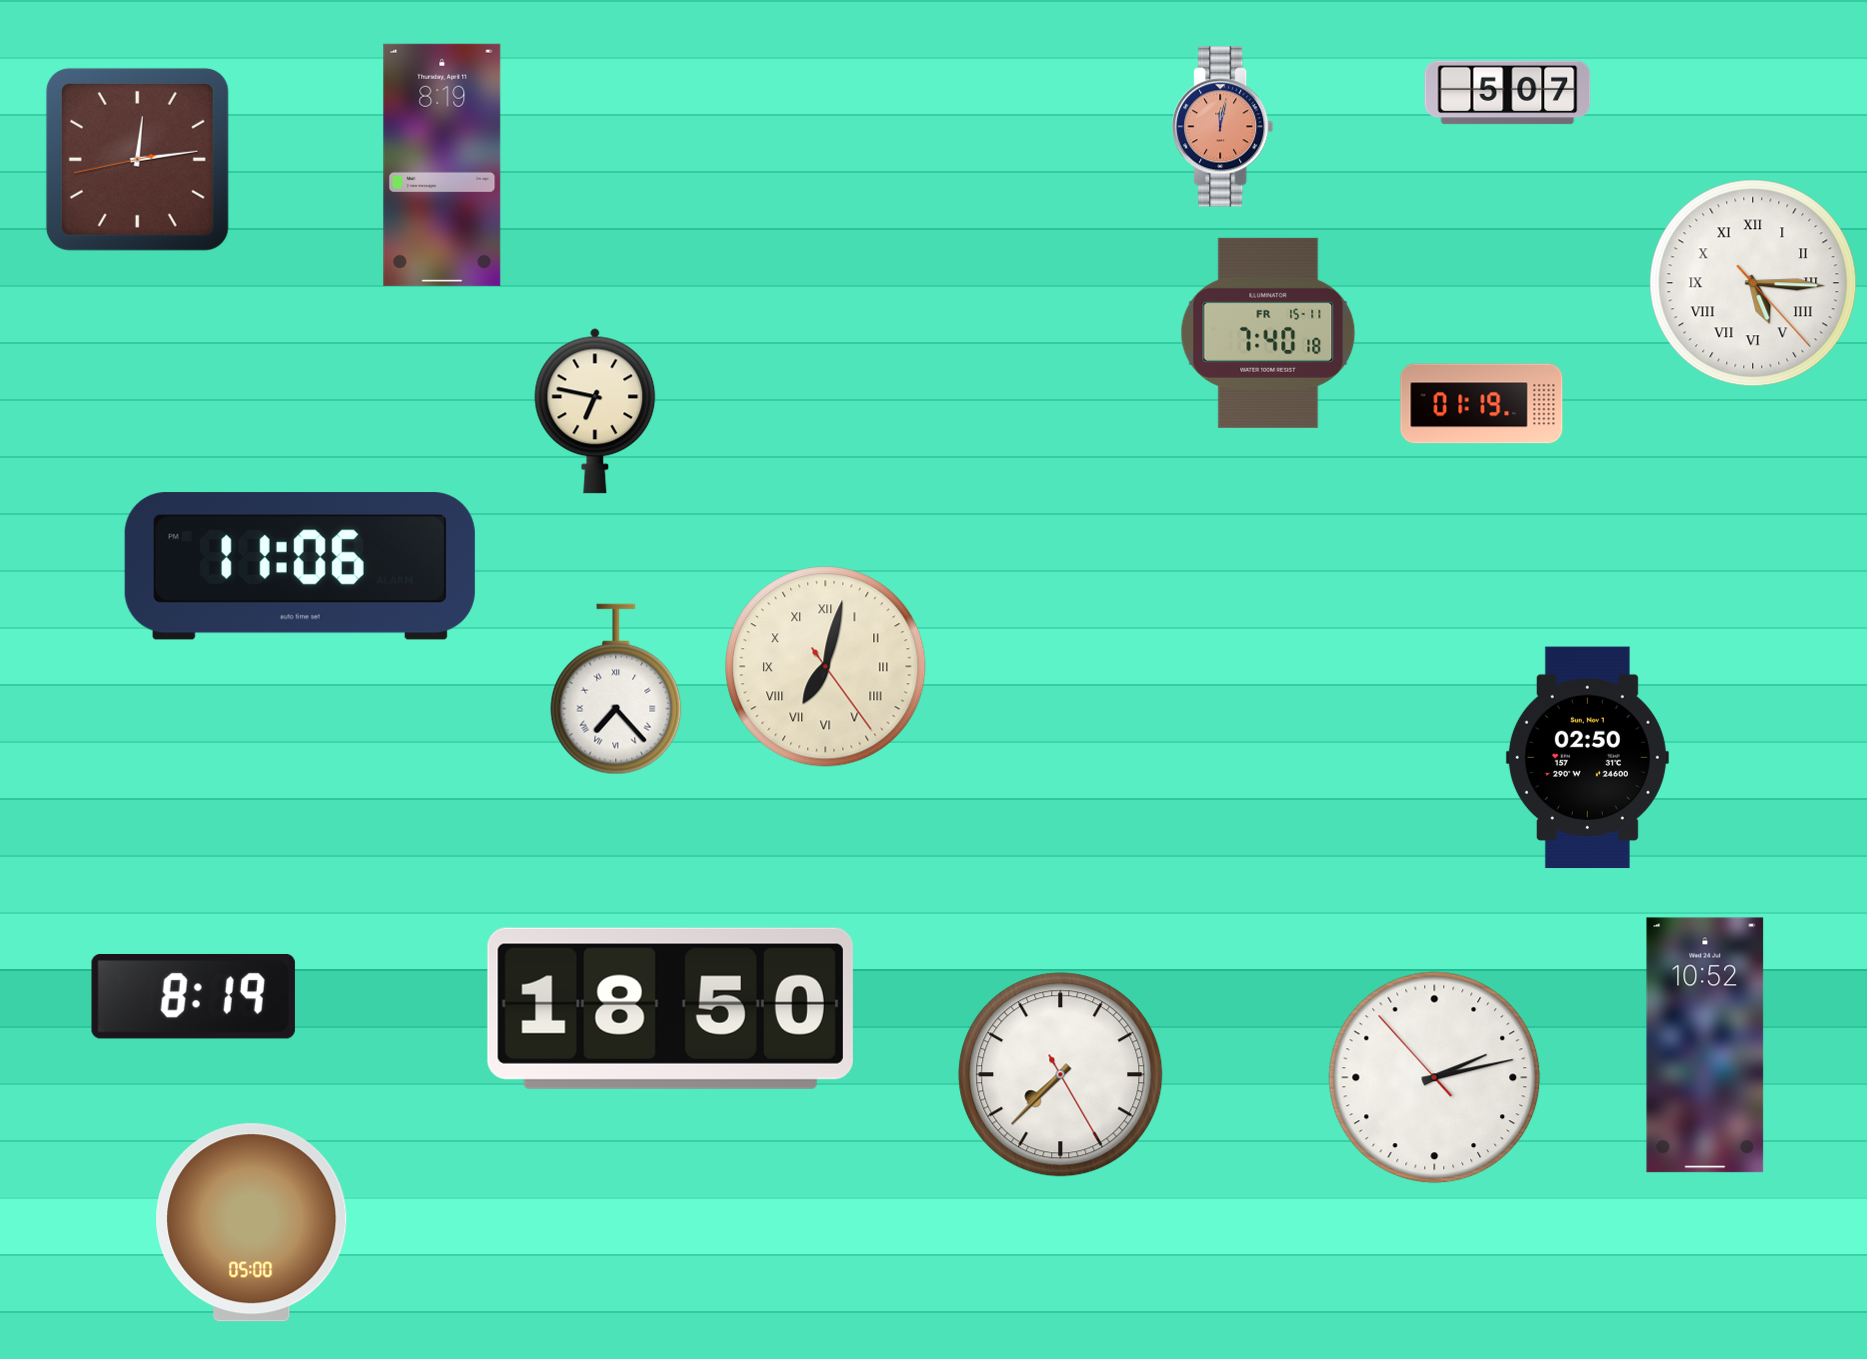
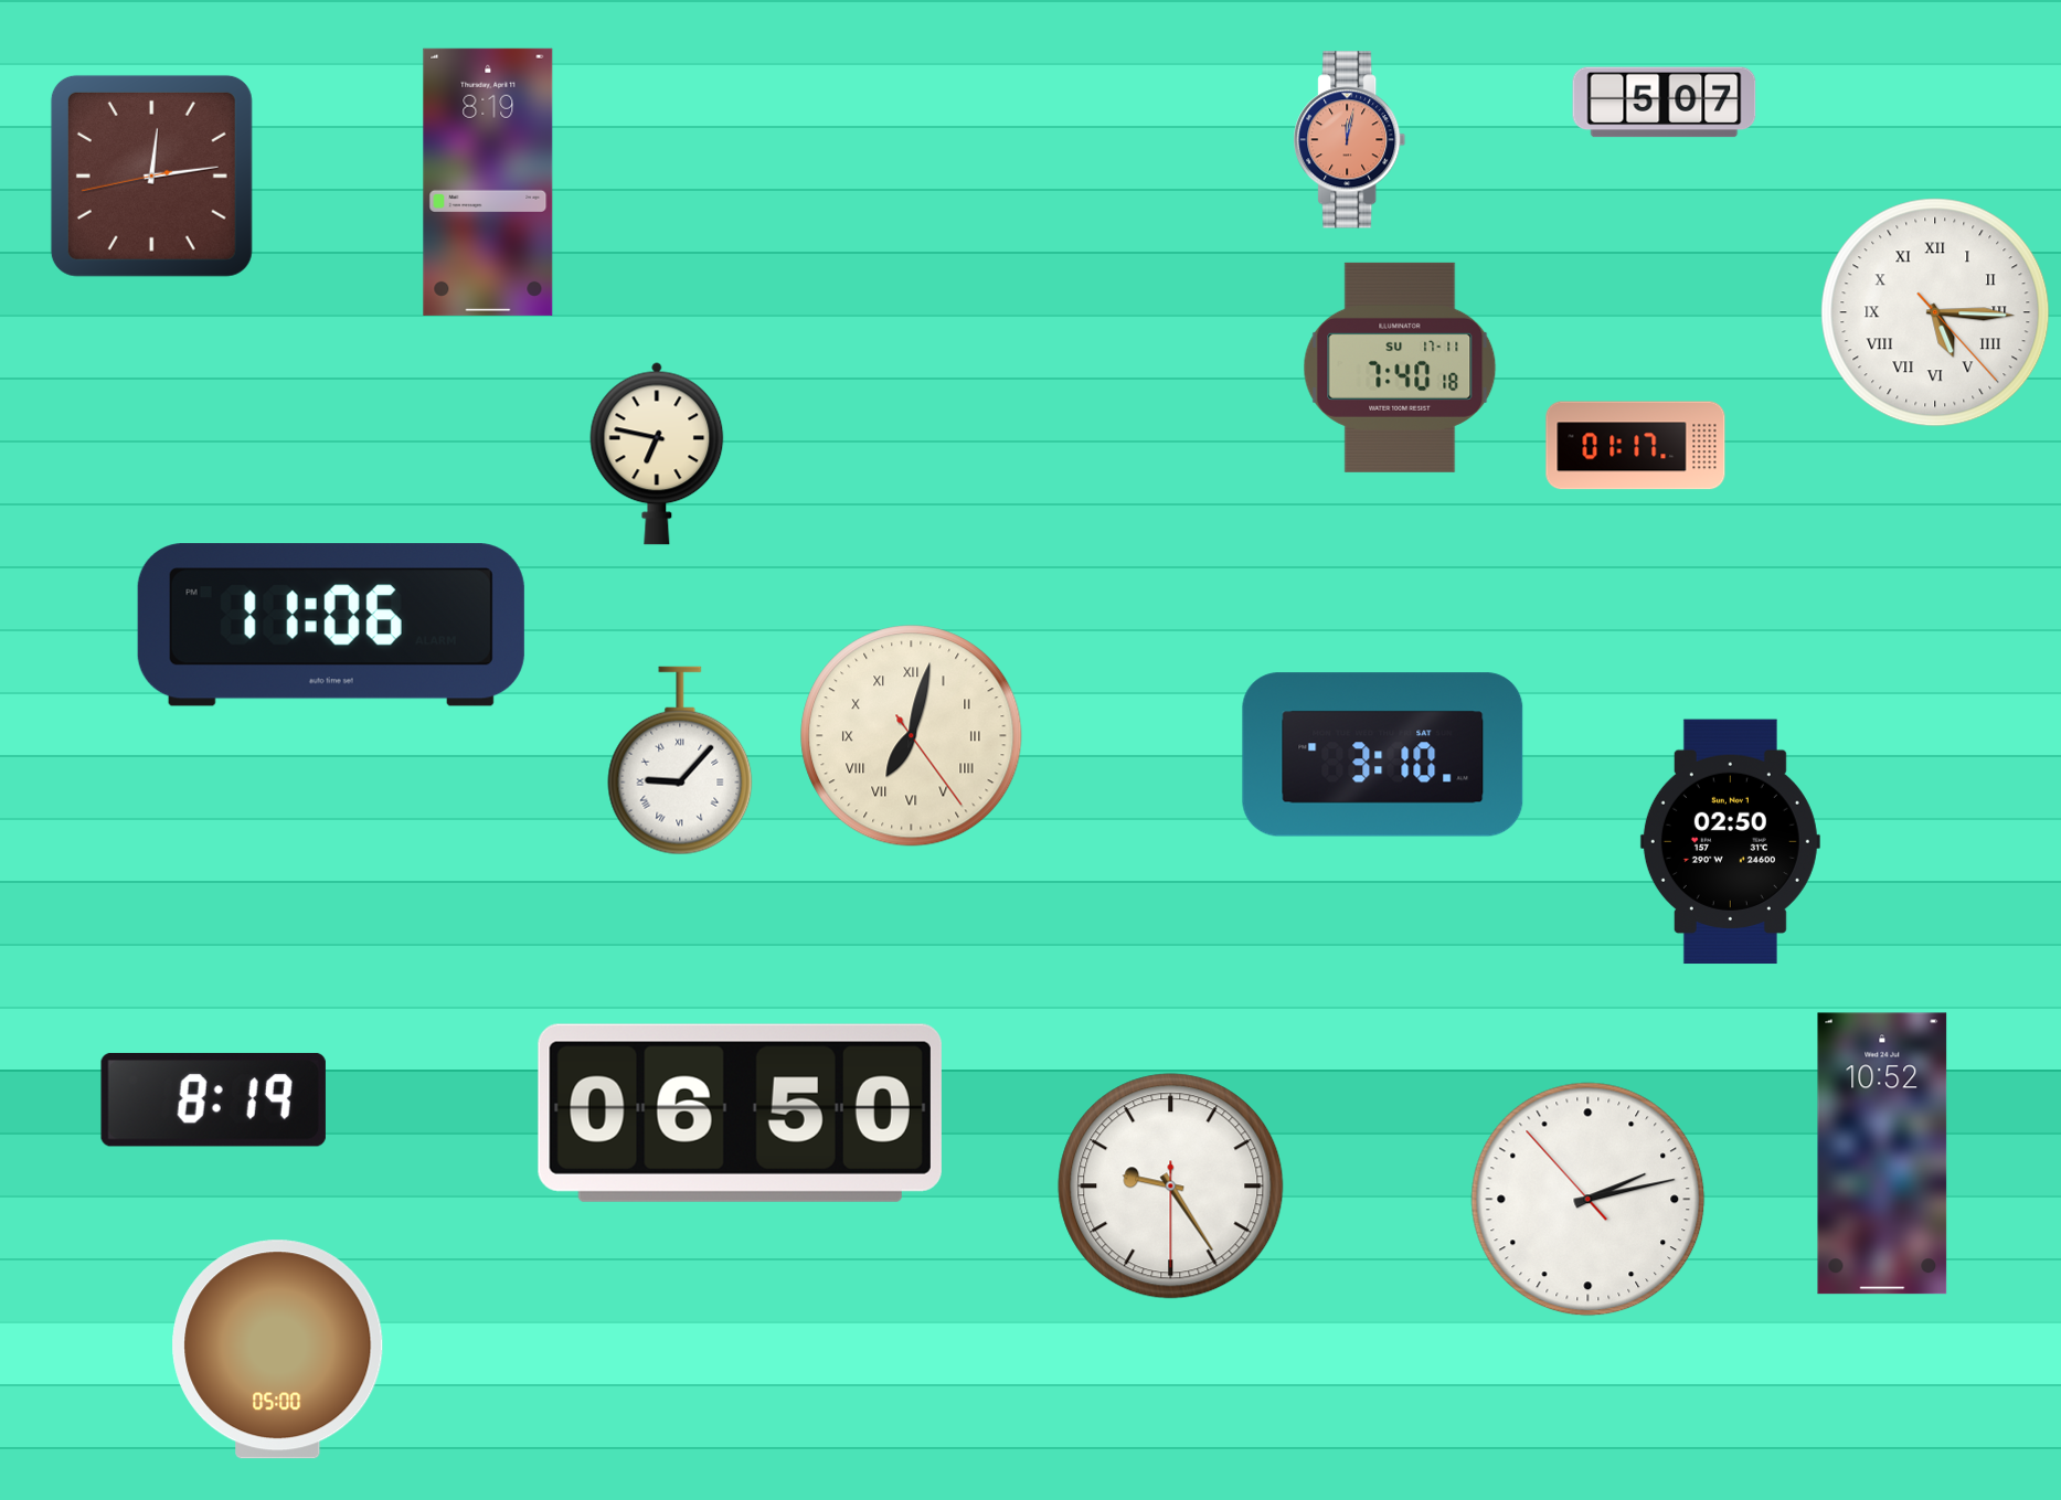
clock at (1268, 333) date: FR 15-11 -> SU 17-11
clock at (1482, 404): 01:19 -> 01:17
clock at (1383, 755): none -> 3:10
clock at (616, 689): 7:23 -> 9:07
clock at (1587, 758) position: (1587, 758) -> (1730, 842)
clock at (670, 1008): 18:50 -> 06:50
clock at (1061, 1075): 7:37 -> 9:24
clock at (1435, 1078) position: (1435, 1078) -> (1589, 1200)
